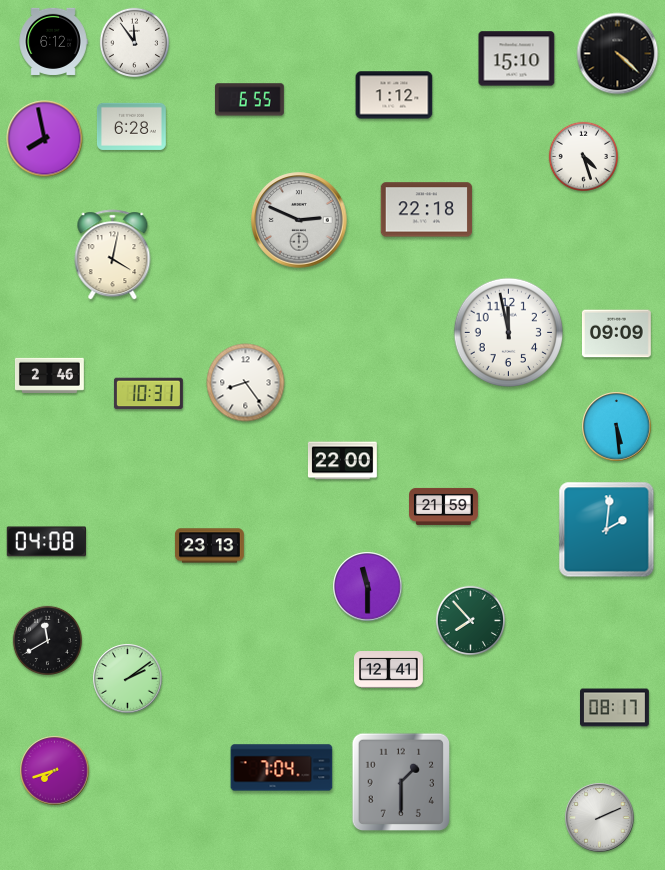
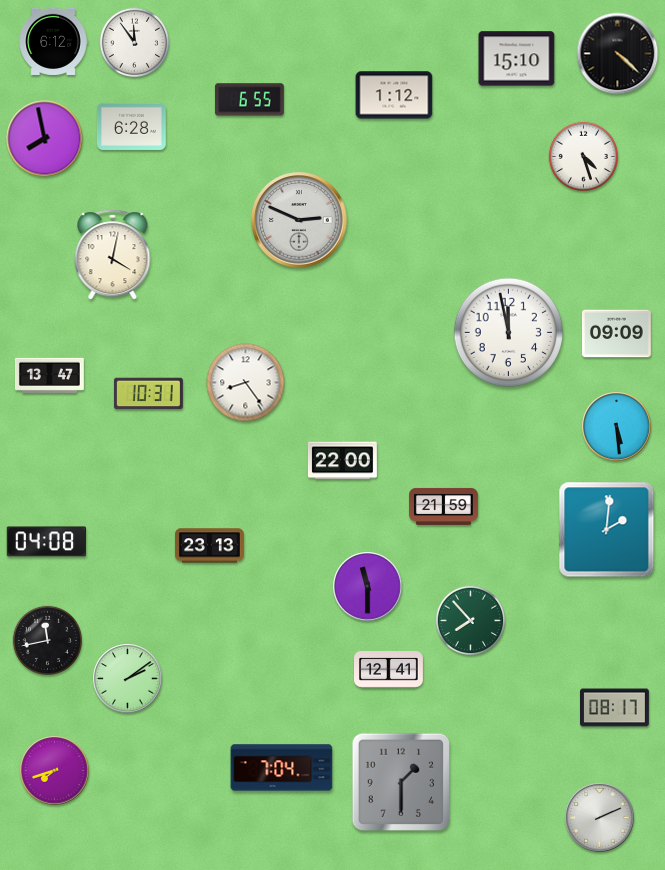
clock at (427, 210): 22:18 -> none
clock at (50, 375): 2:46 -> 13:47
clock at (47, 640): 11:40 -> 11:43
